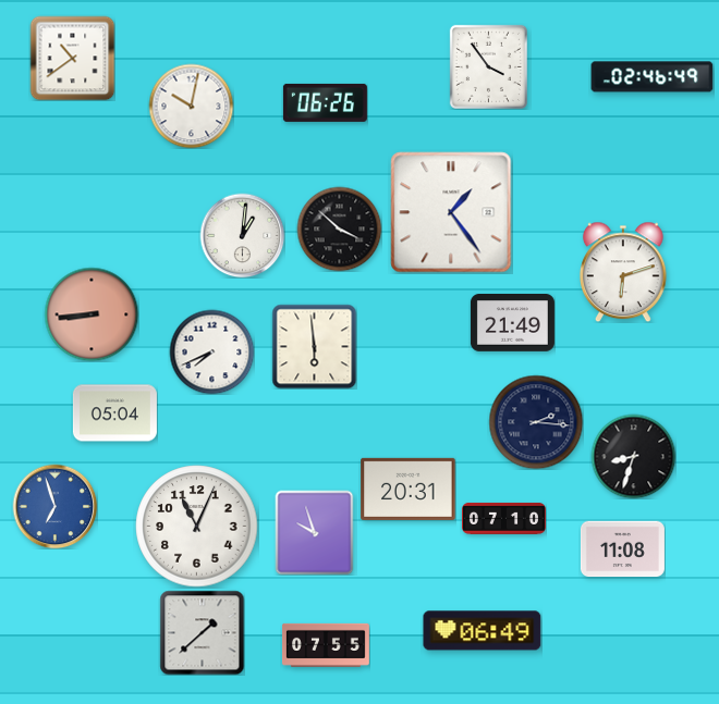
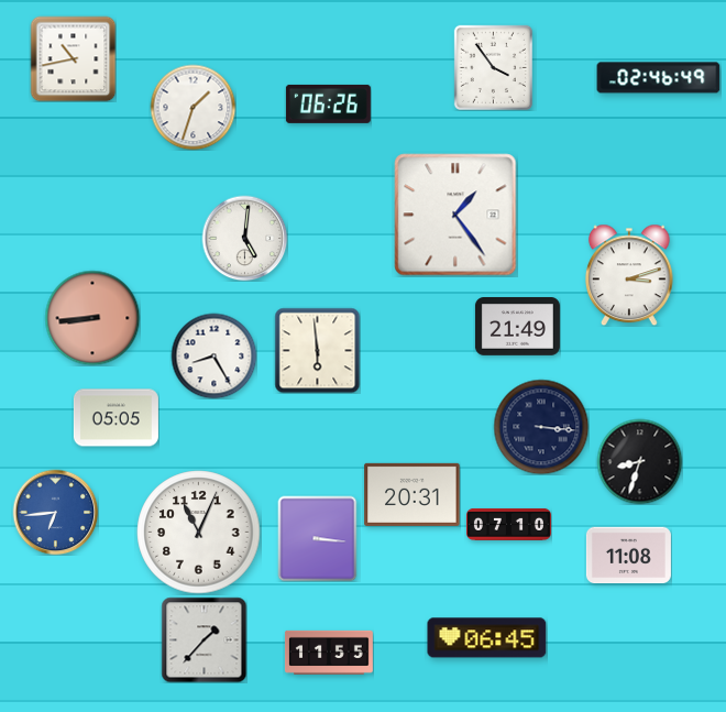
clock at (72, 58): 10:39 -> 10:43
clock at (191, 106): 10:02 -> 1:33
clock at (339, 229): 3:52 -> none
clock at (242, 235): 1:01 -> 5:01
clock at (624, 272): 6:12 -> 3:12
clock at (211, 351): 7:41 -> 8:25
clock at (114, 413): 05:04 -> 05:05
clock at (536, 422): 2:16 -> 3:16
clock at (54, 506): 6:57 -> 6:44
clock at (315, 532): 9:57 -> 3:16
clock at (483, 631): 06:49 -> 06:45
clock at (202, 632): 1:38 -> 1:37
clock at (326, 645): 07:55 -> 11:55
